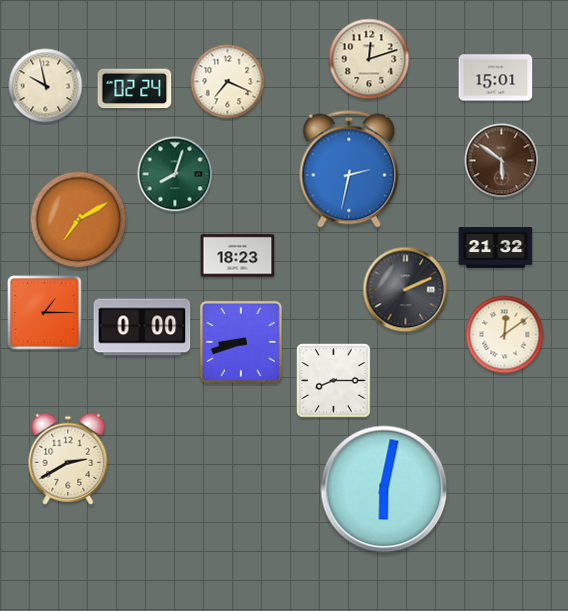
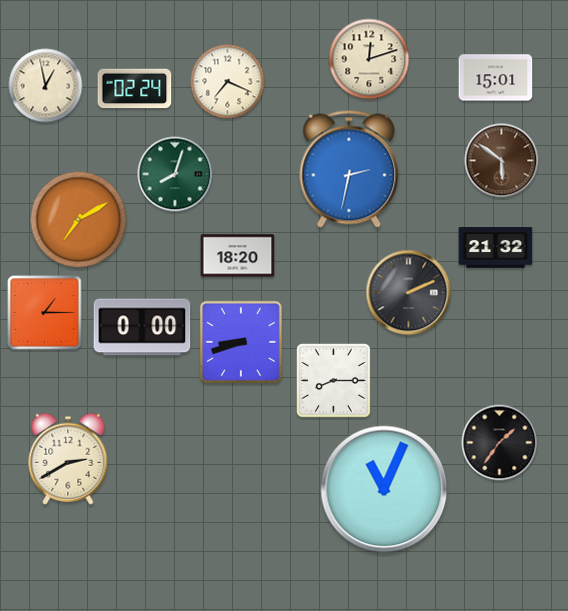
clock at (46, 86): 9:58 -> 12:58
clock at (238, 256): 18:23 -> 18:20
clock at (406, 290) position: (406, 290) -> (409, 293)
clock at (505, 335): 12:09 -> none
clock at (500, 443): none -> 1:36
clock at (384, 489): 6:02 -> 11:04
